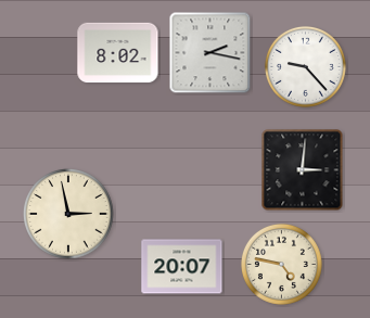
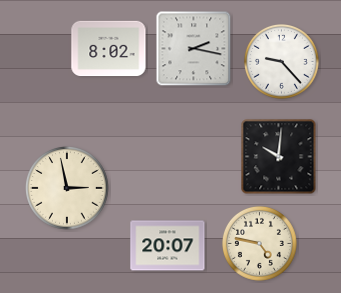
clock at (303, 170): 3:01 -> 10:01
clock at (69, 215) position: (69, 215) -> (68, 189)
